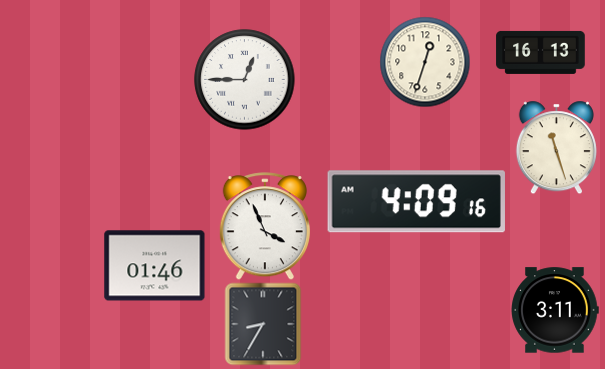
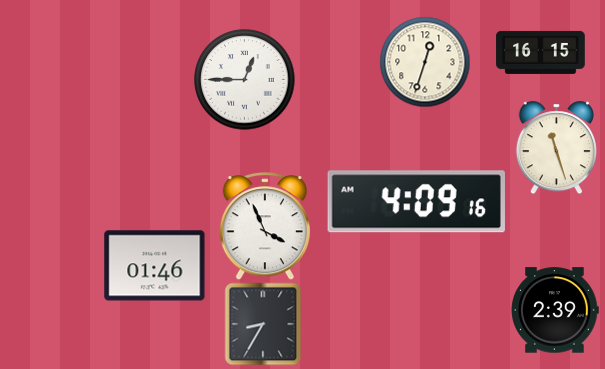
clock at (541, 52): 16:13 -> 16:15
clock at (555, 310): 3:11 -> 2:39
